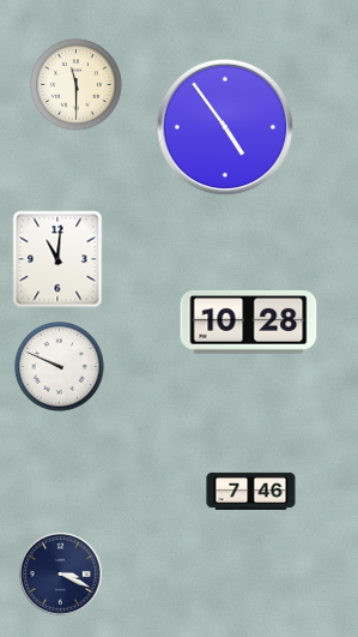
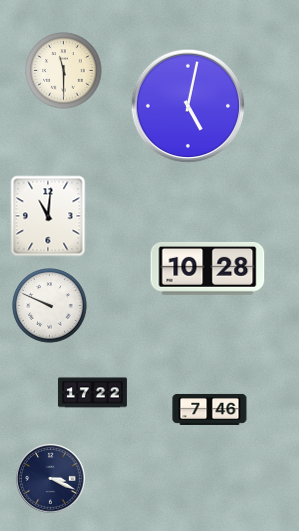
clock at (225, 127): 4:54 -> 5:02
clock at (92, 393): none -> 17:22
